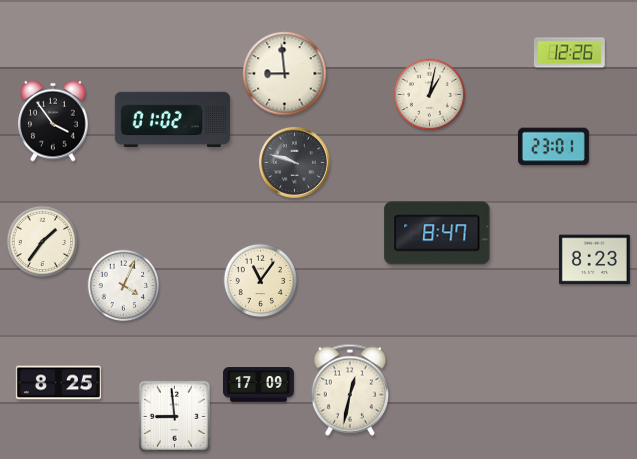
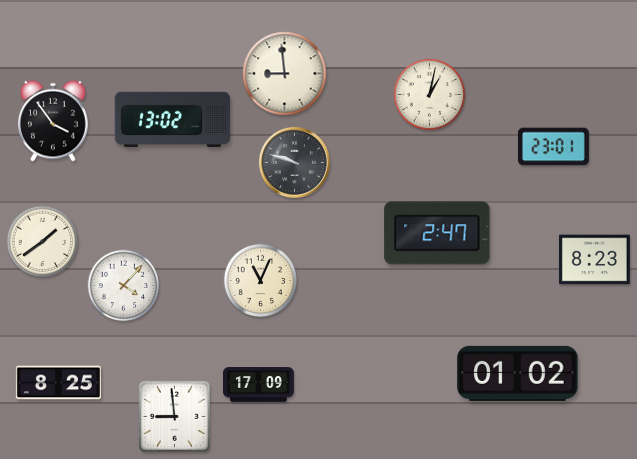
clock at (569, 53): 12:26 -> none
clock at (172, 119): 01:02 -> 13:02
clock at (437, 233): 8:47 -> 2:47
clock at (43, 242): 1:36 -> 1:39
clock at (261, 281): 11:06 -> 11:04
clock at (124, 286): 4:04 -> 4:07
clock at (518, 373): none -> 01:02
clock at (350, 390): 12:32 -> none
